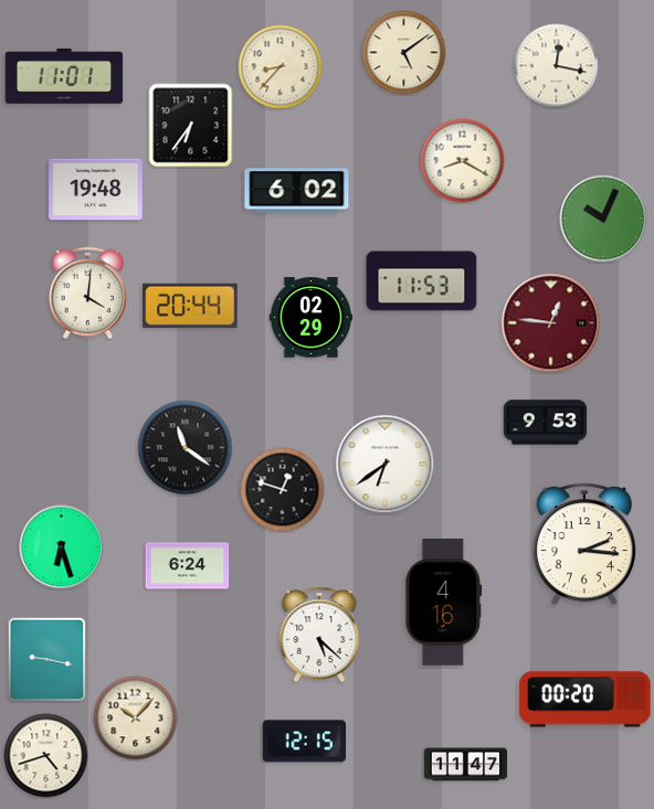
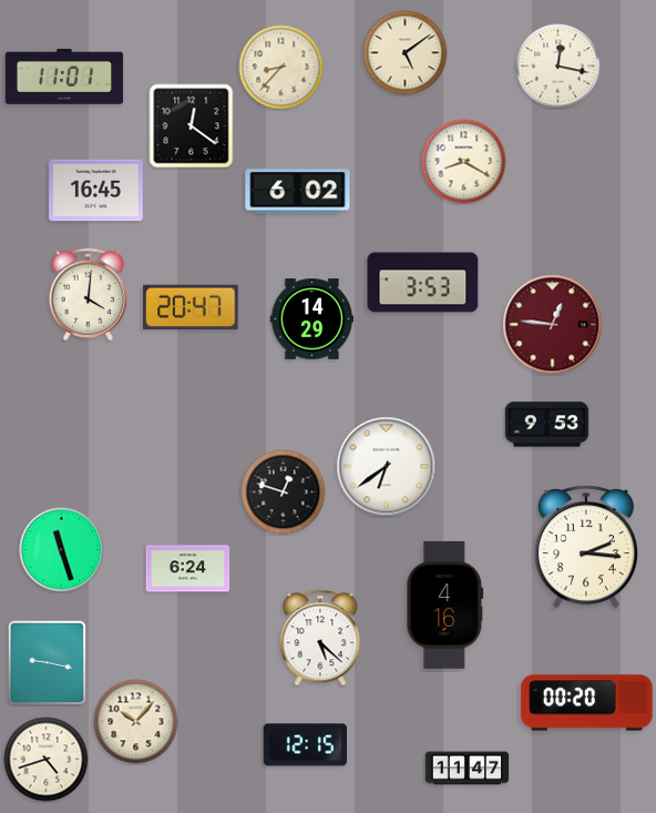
clock at (191, 126): 6:36 -> 12:21
clock at (96, 190): 19:48 -> 16:45
clock at (603, 219): 10:04 -> none
clock at (422, 281): 11:53 -> 3:53
clock at (190, 306): 20:44 -> 20:47
clock at (312, 318): 02:29 -> 14:29
clock at (186, 448): 11:21 -> none
clock at (62, 547): 6:27 -> 11:27
